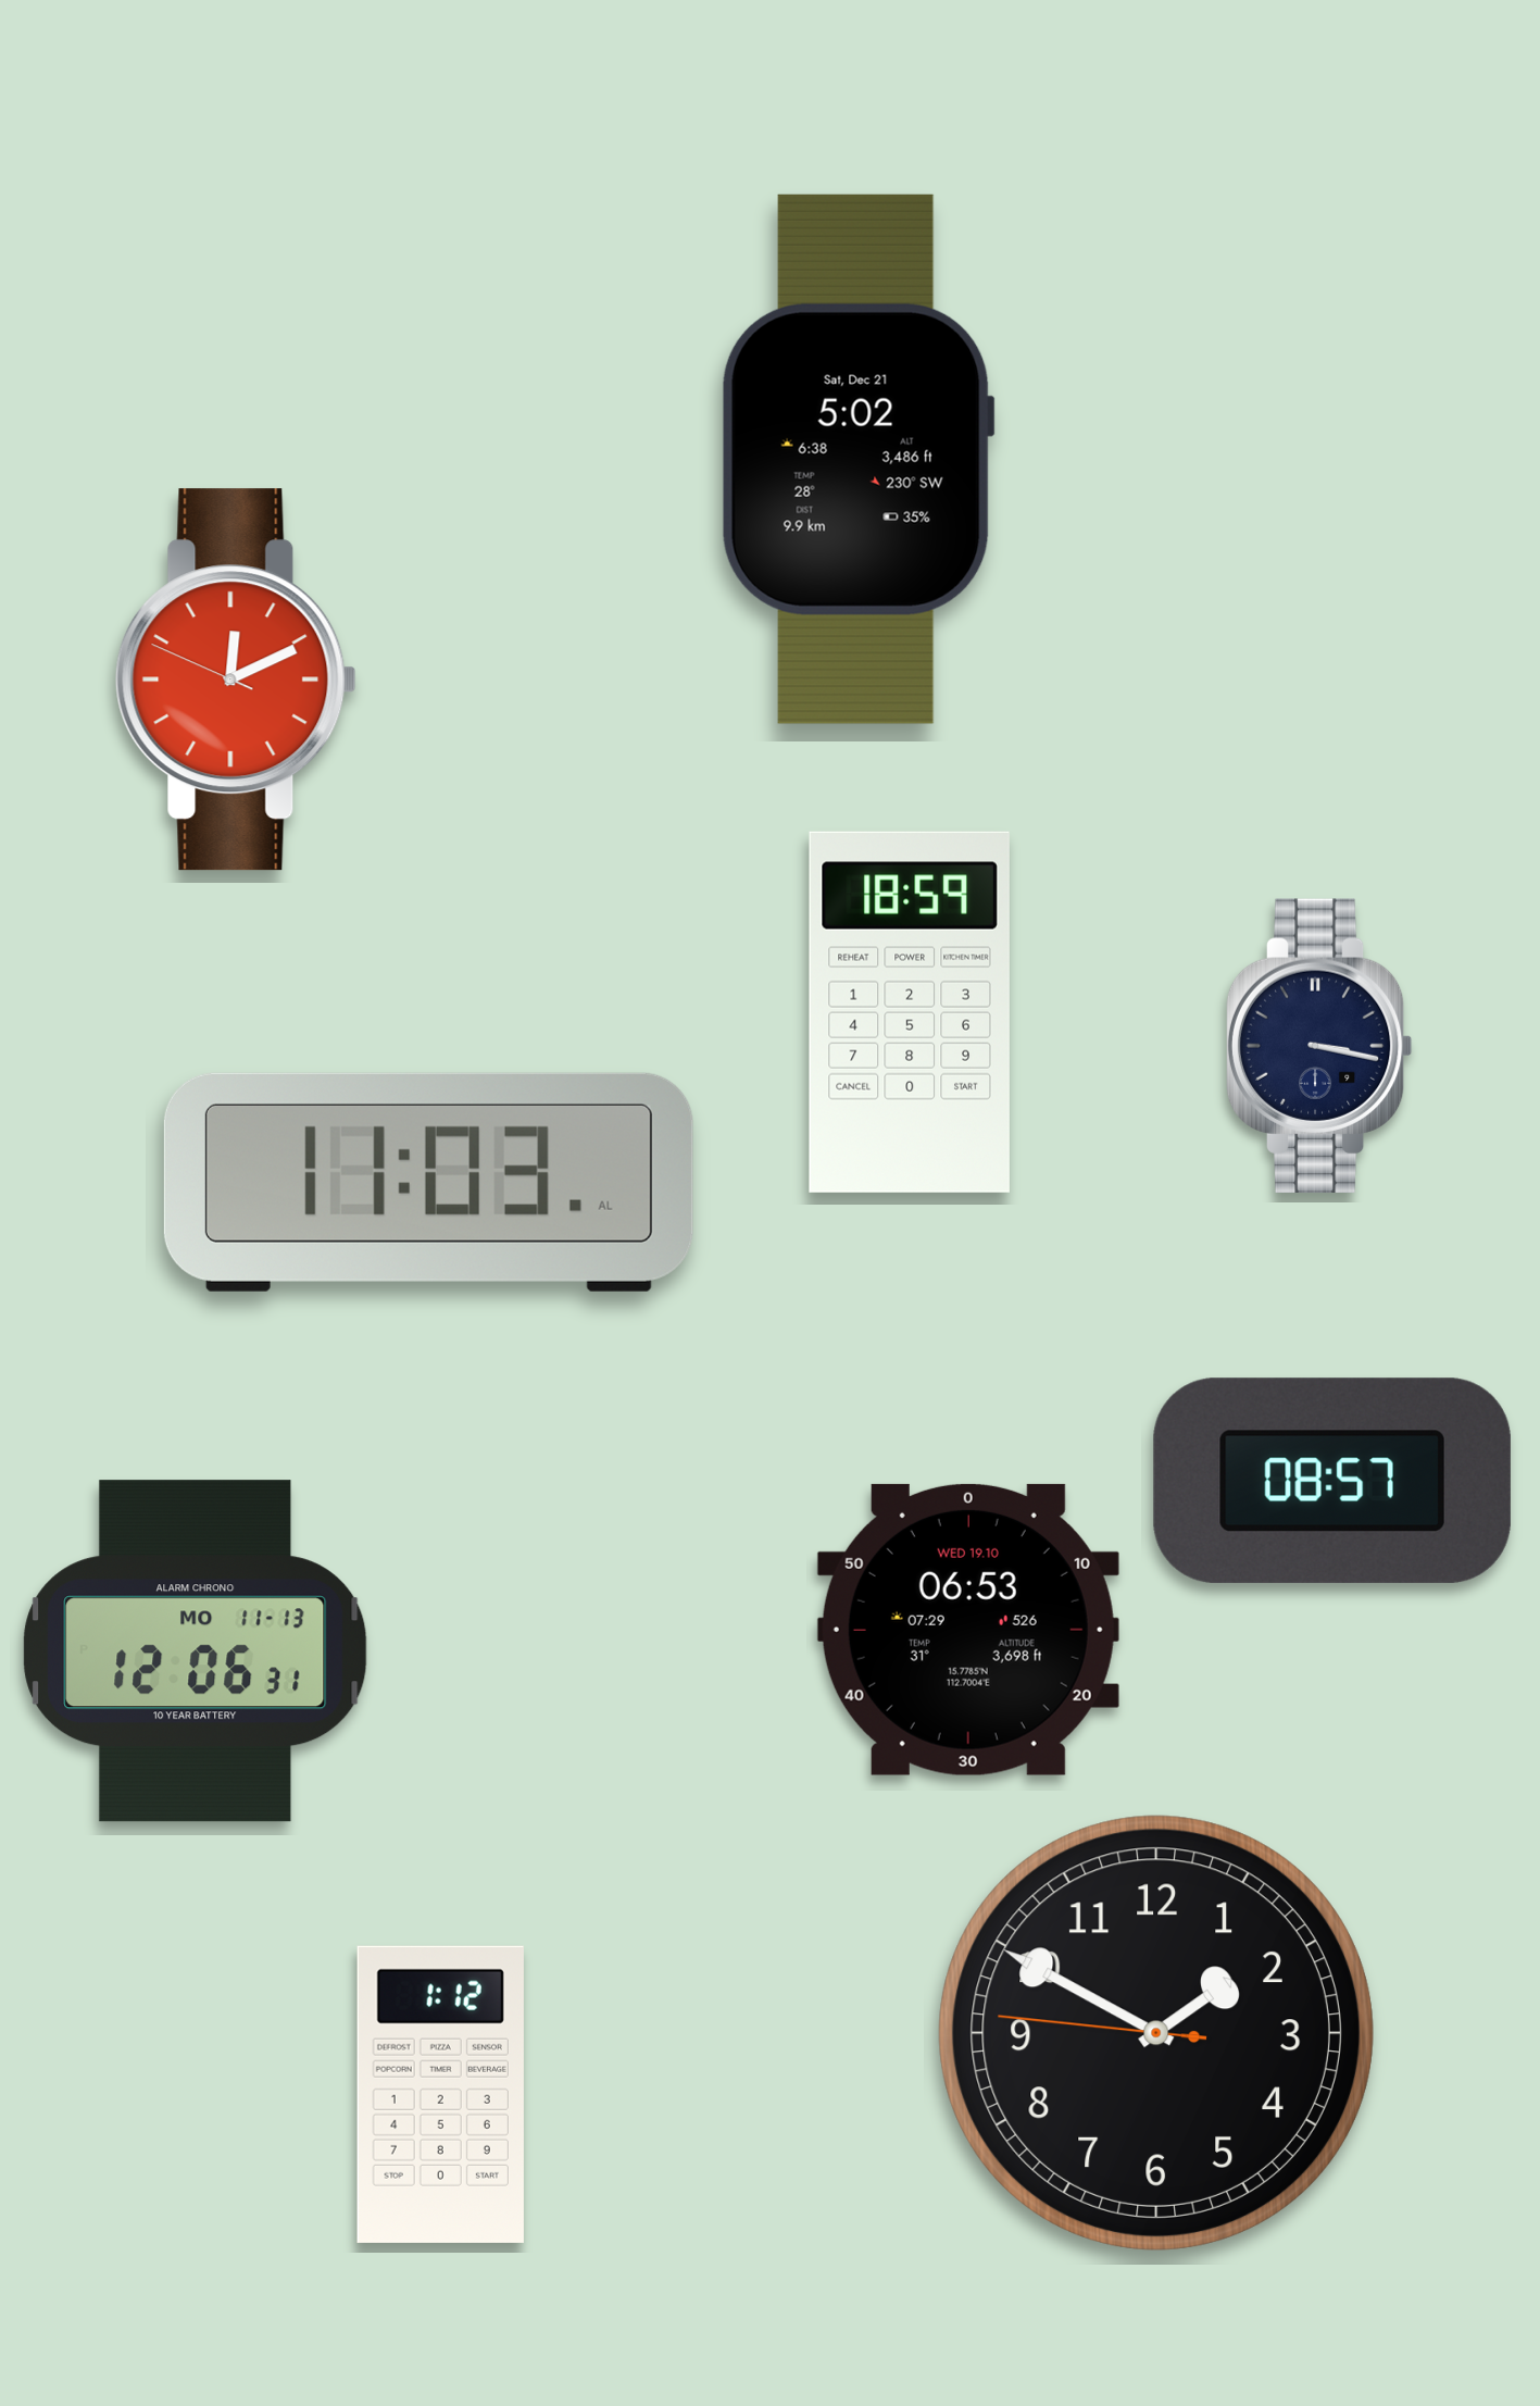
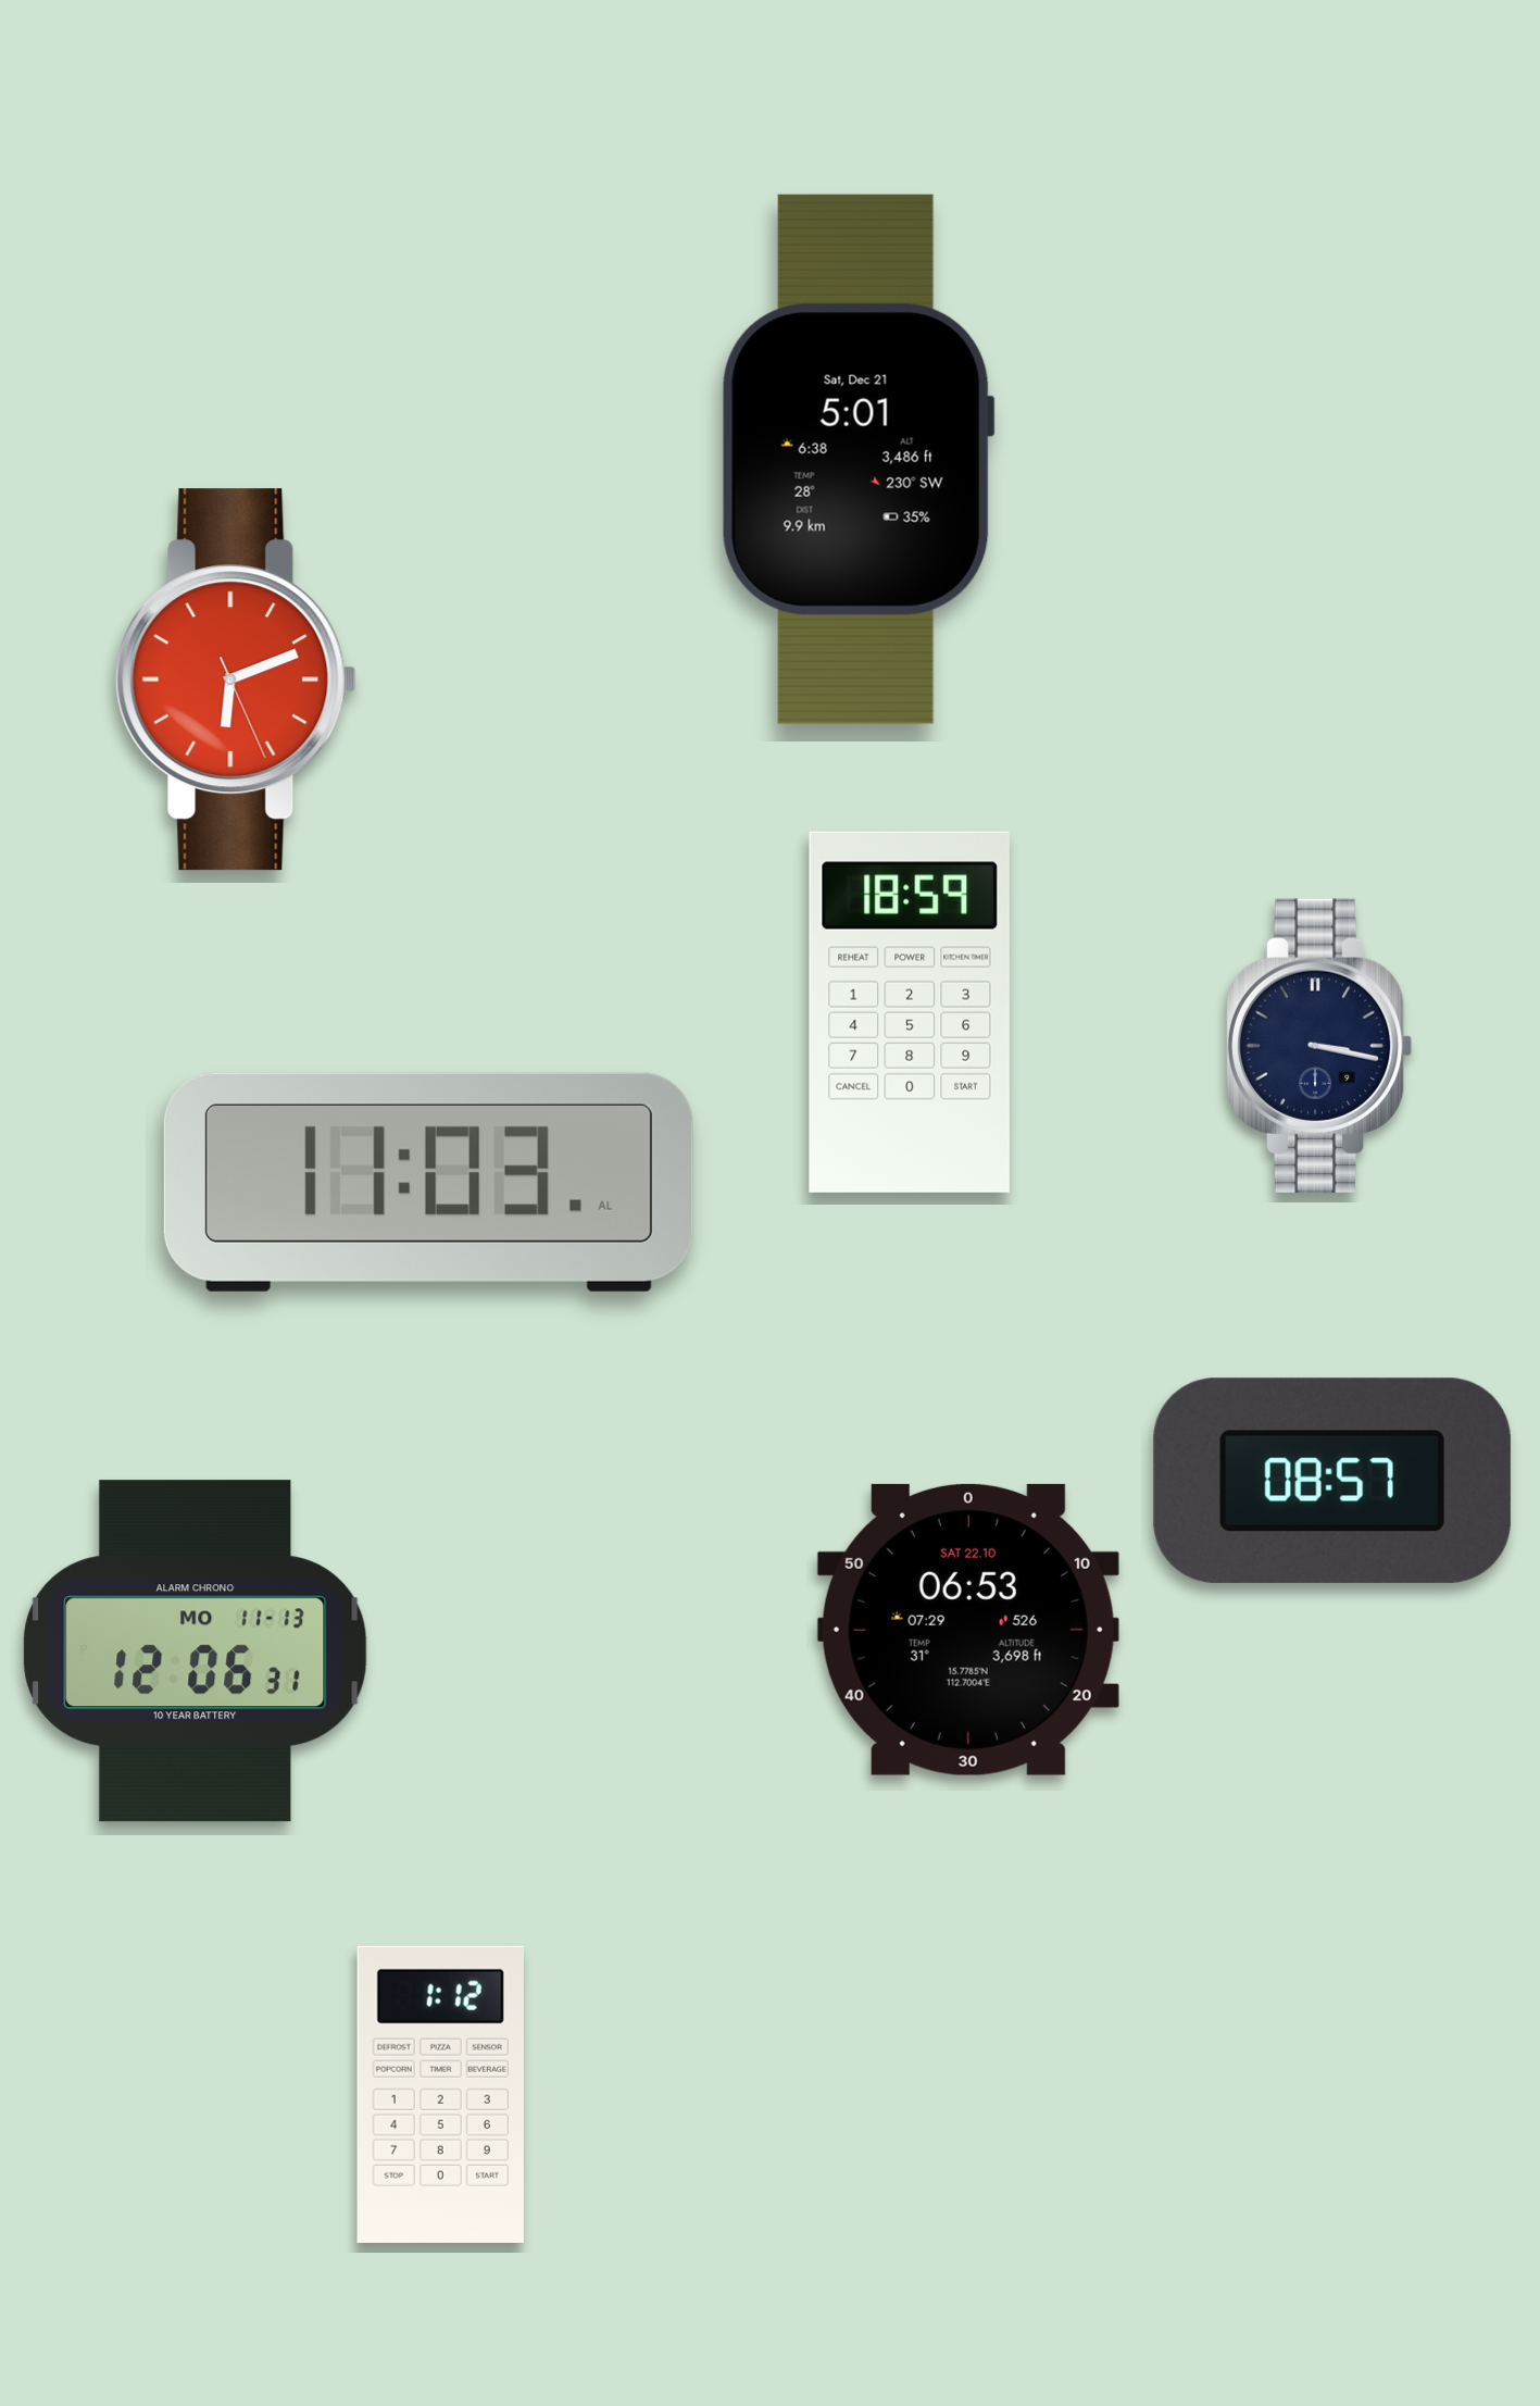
clock at (857, 459): 5:02 -> 5:01
clock at (236, 680): 12:10 -> 6:11
clock at (968, 1630) date: WED 19.10 -> SAT 22.10
clock at (1156, 2033): 1:49 -> none
